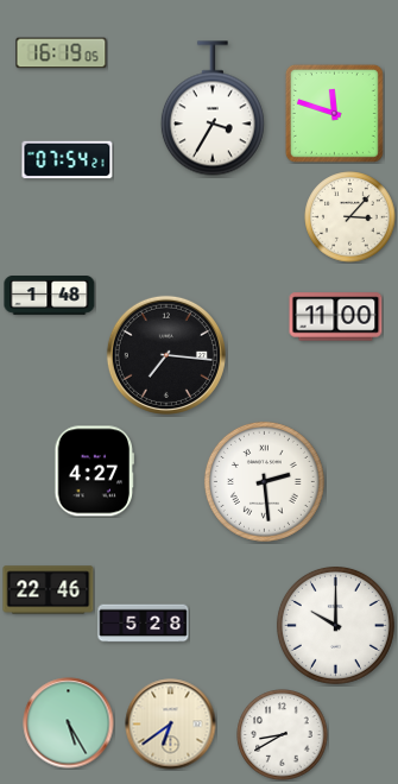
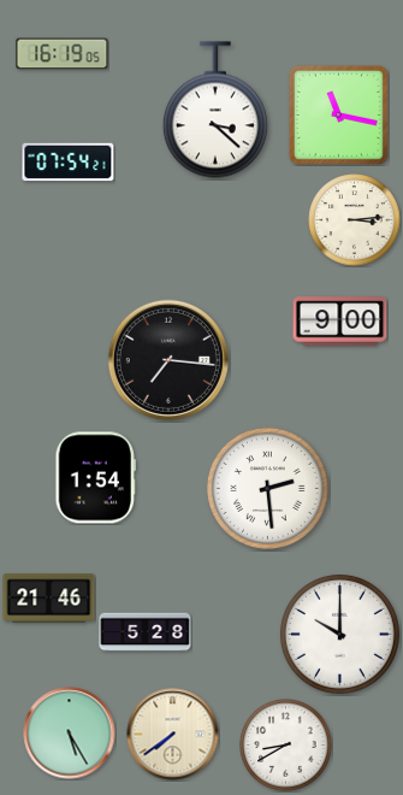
clock at (213, 108): 3:35 -> 3:22
clock at (334, 113): 11:48 -> 11:17
clock at (350, 217): 3:07 -> 3:14
clock at (50, 296): 1:48 -> none
clock at (336, 317): 11:00 -> 9:00
clock at (94, 472): 4:27 -> 1:54
clock at (49, 590): 22:46 -> 21:46
clock at (171, 725): 6:39 -> 7:39
